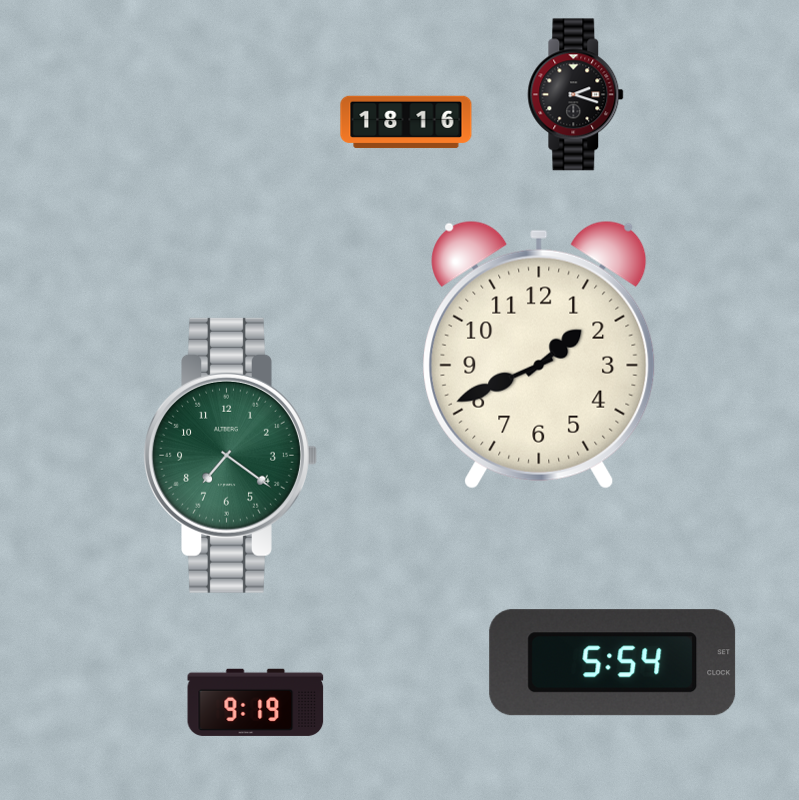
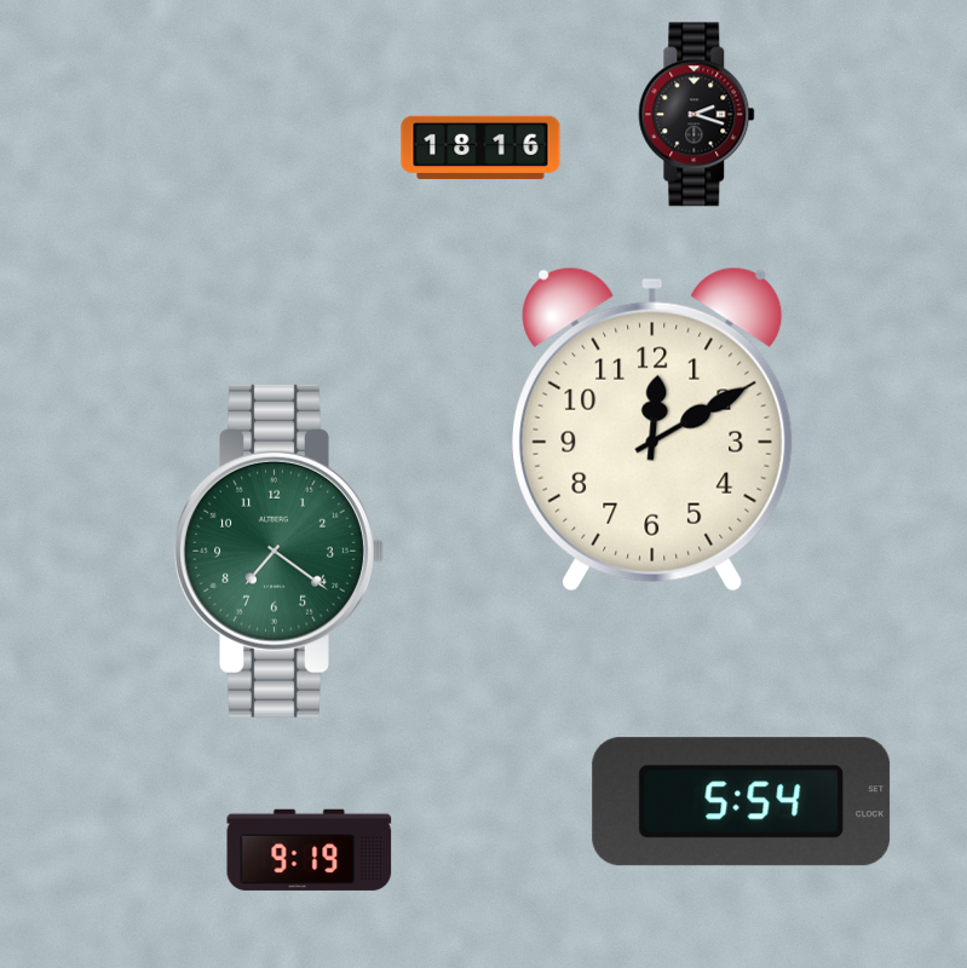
clock at (406, 122) position: (406, 122) -> (480, 148)
clock at (539, 355): 1:41 -> 12:10
